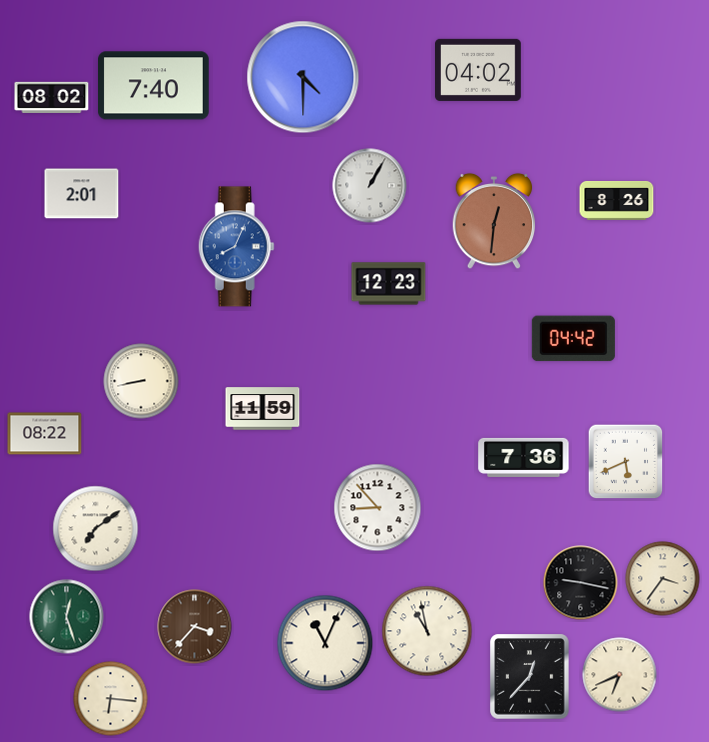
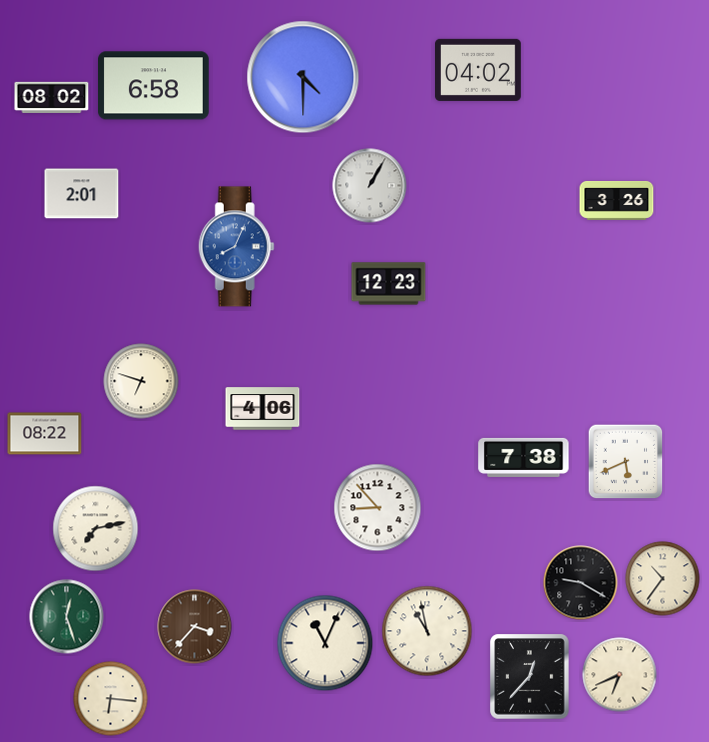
clock at (154, 86): 7:40 -> 6:58
clock at (617, 201): 8:26 -> 3:26
clock at (494, 221): 12:31 -> none
clock at (573, 339): 04:42 -> none
clock at (141, 381): 8:43 -> 6:48
clock at (263, 409): 11:59 -> 4:06
clock at (524, 457): 7:36 -> 7:38
clock at (96, 529): 7:09 -> 7:13
clock at (663, 579): 3:36 -> 10:36
clock at (581, 583): 9:17 -> 9:20
